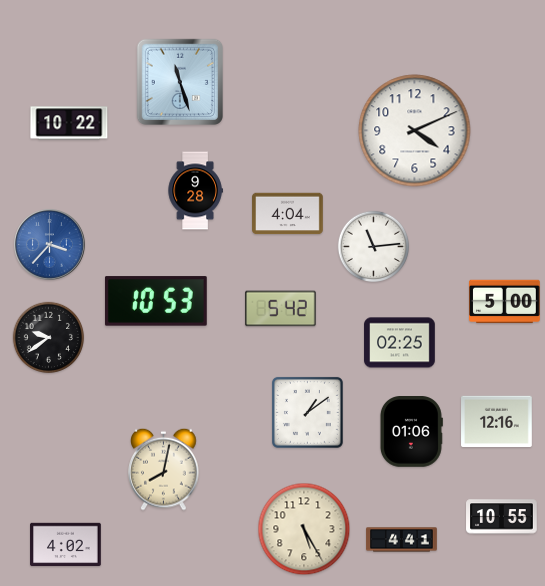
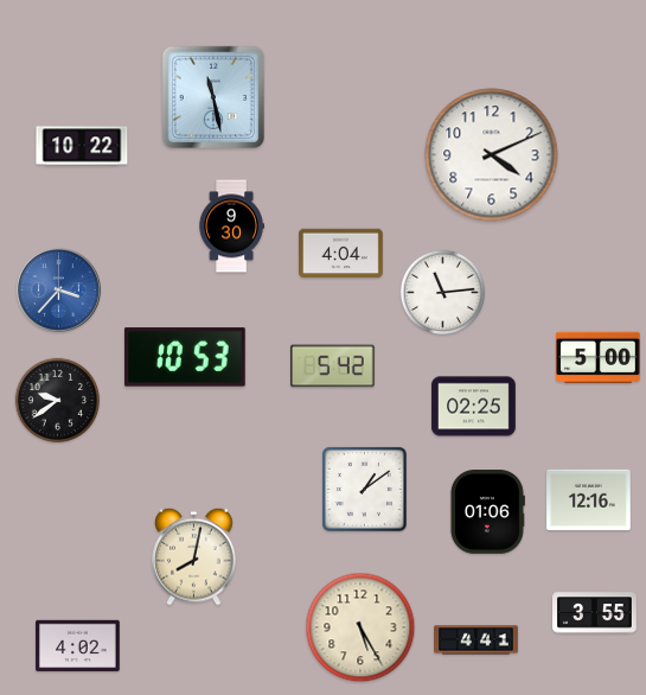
clock at (180, 82): 11:27 -> 11:28
clock at (195, 191): 9:28 -> 9:30
clock at (502, 517): 10:55 -> 3:55
